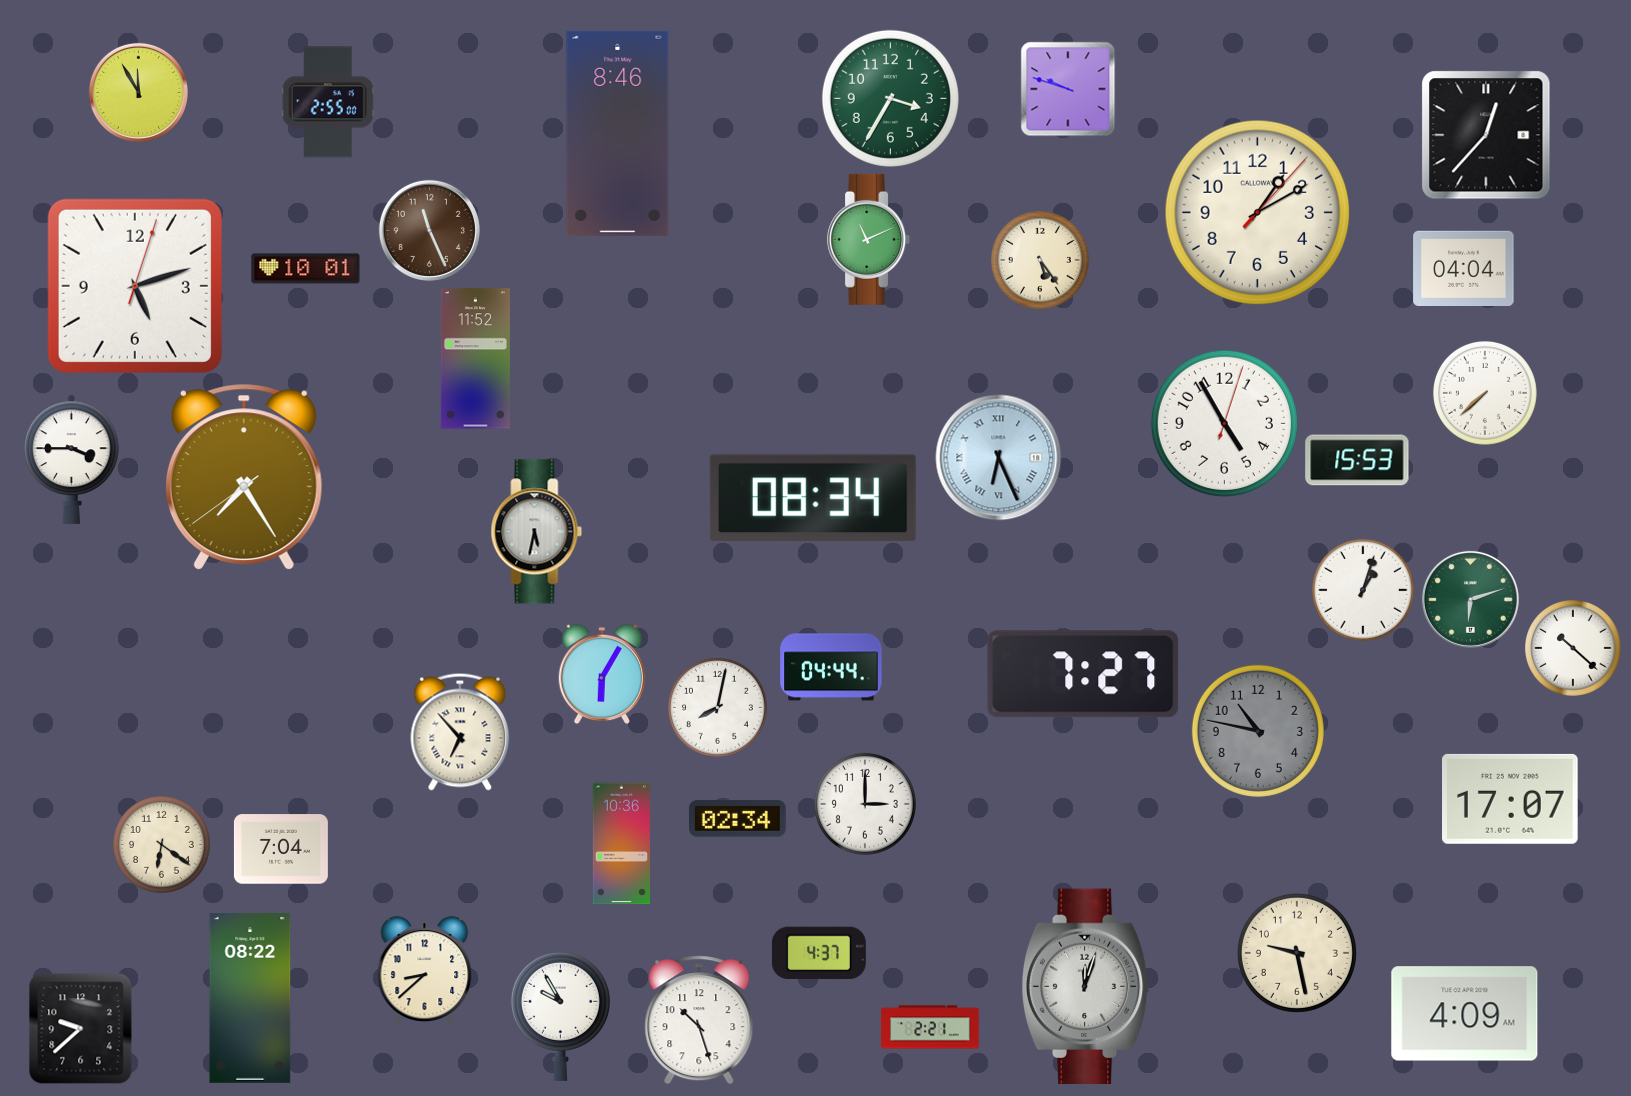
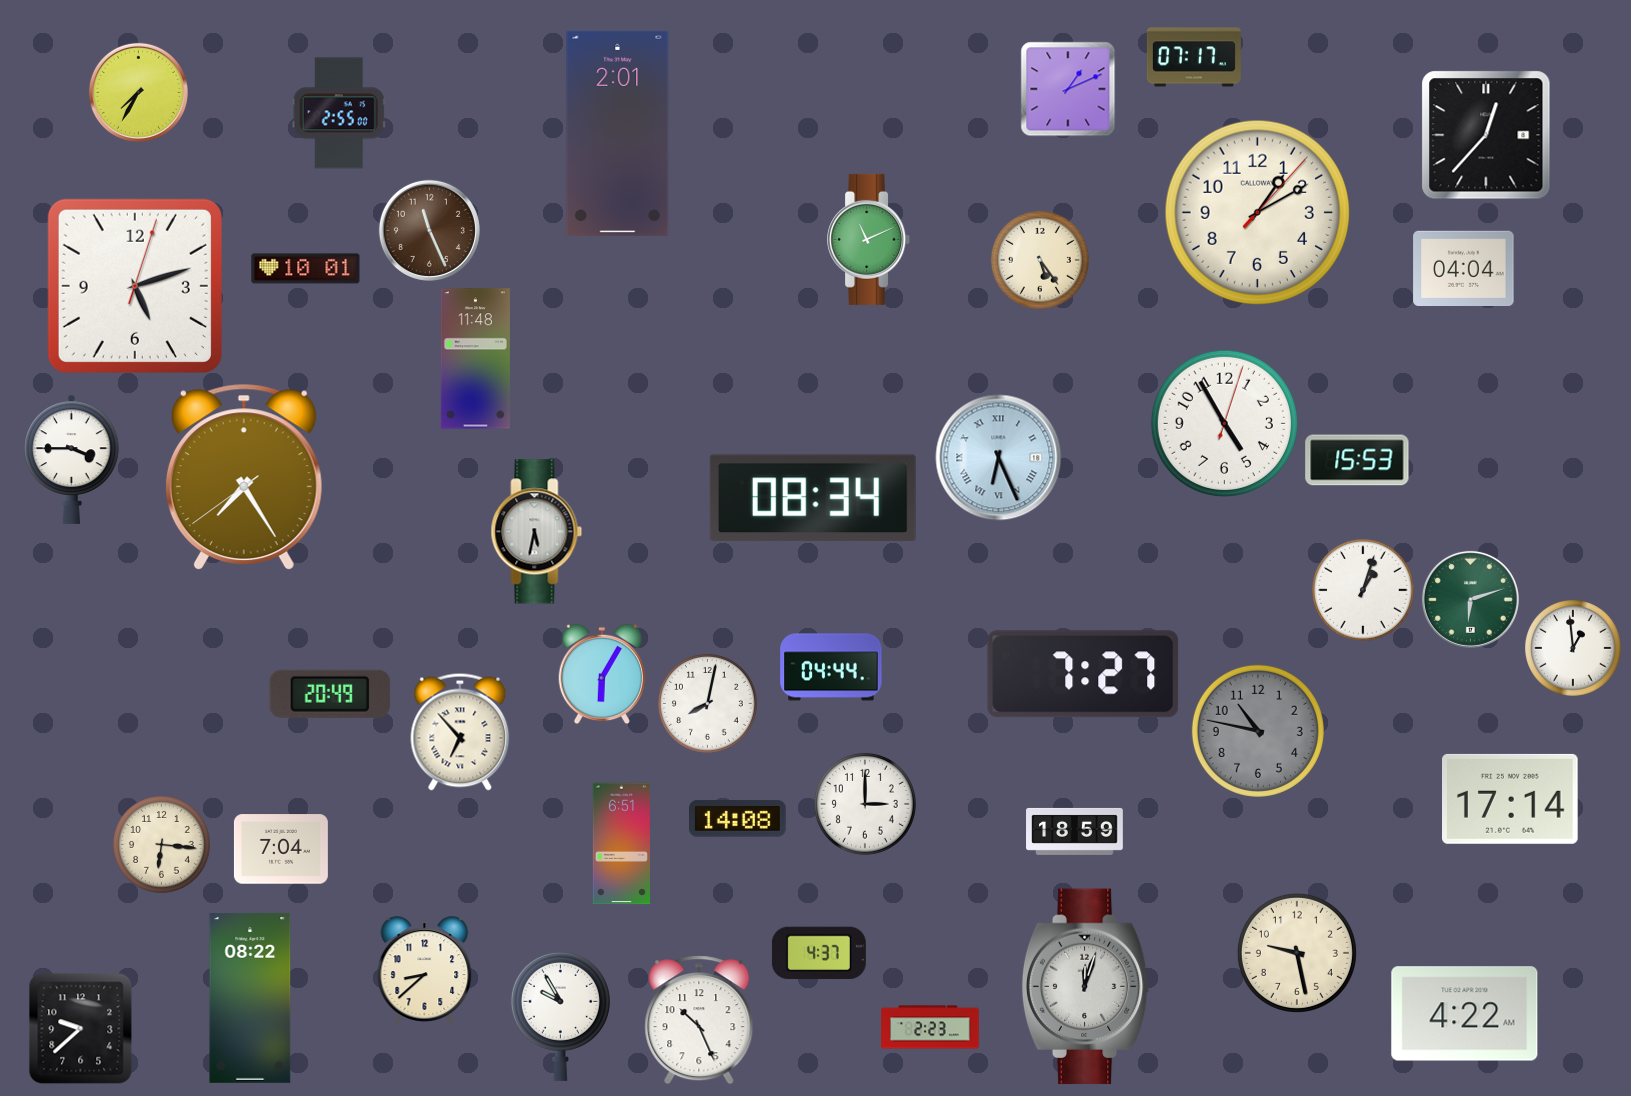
clock at (1194, 57): none -> 07:17
clock at (1068, 89): 9:48 -> 1:11
clock at (138, 92): 11:55 -> 7:35
clock at (890, 98): 3:35 -> none
clock at (328, 102) position: (328, 102) -> (339, 113)
clock at (618, 133): 8:46 -> 2:01
clock at (475, 359): 11:52 -> 11:48
clock at (1485, 393): 7:38 -> none
clock at (1574, 649): 10:22 -> 12:59
clock at (330, 694): none -> 20:49
clock at (718, 708) position: (718, 708) -> (708, 704)
clock at (1511, 799): 17:07 -> 17:14
clock at (738, 819): 02:34 -> 14:08
clock at (1075, 831): none -> 18:59
clock at (621, 844): 10:36 -> 6:51
clock at (162, 845): 6:21 -> 6:16
clock at (1465, 1014): 4:09 -> 4:22
clock at (699, 1020): 10:27 -> 10:26
clock at (930, 1027): 2:21 -> 2:23
